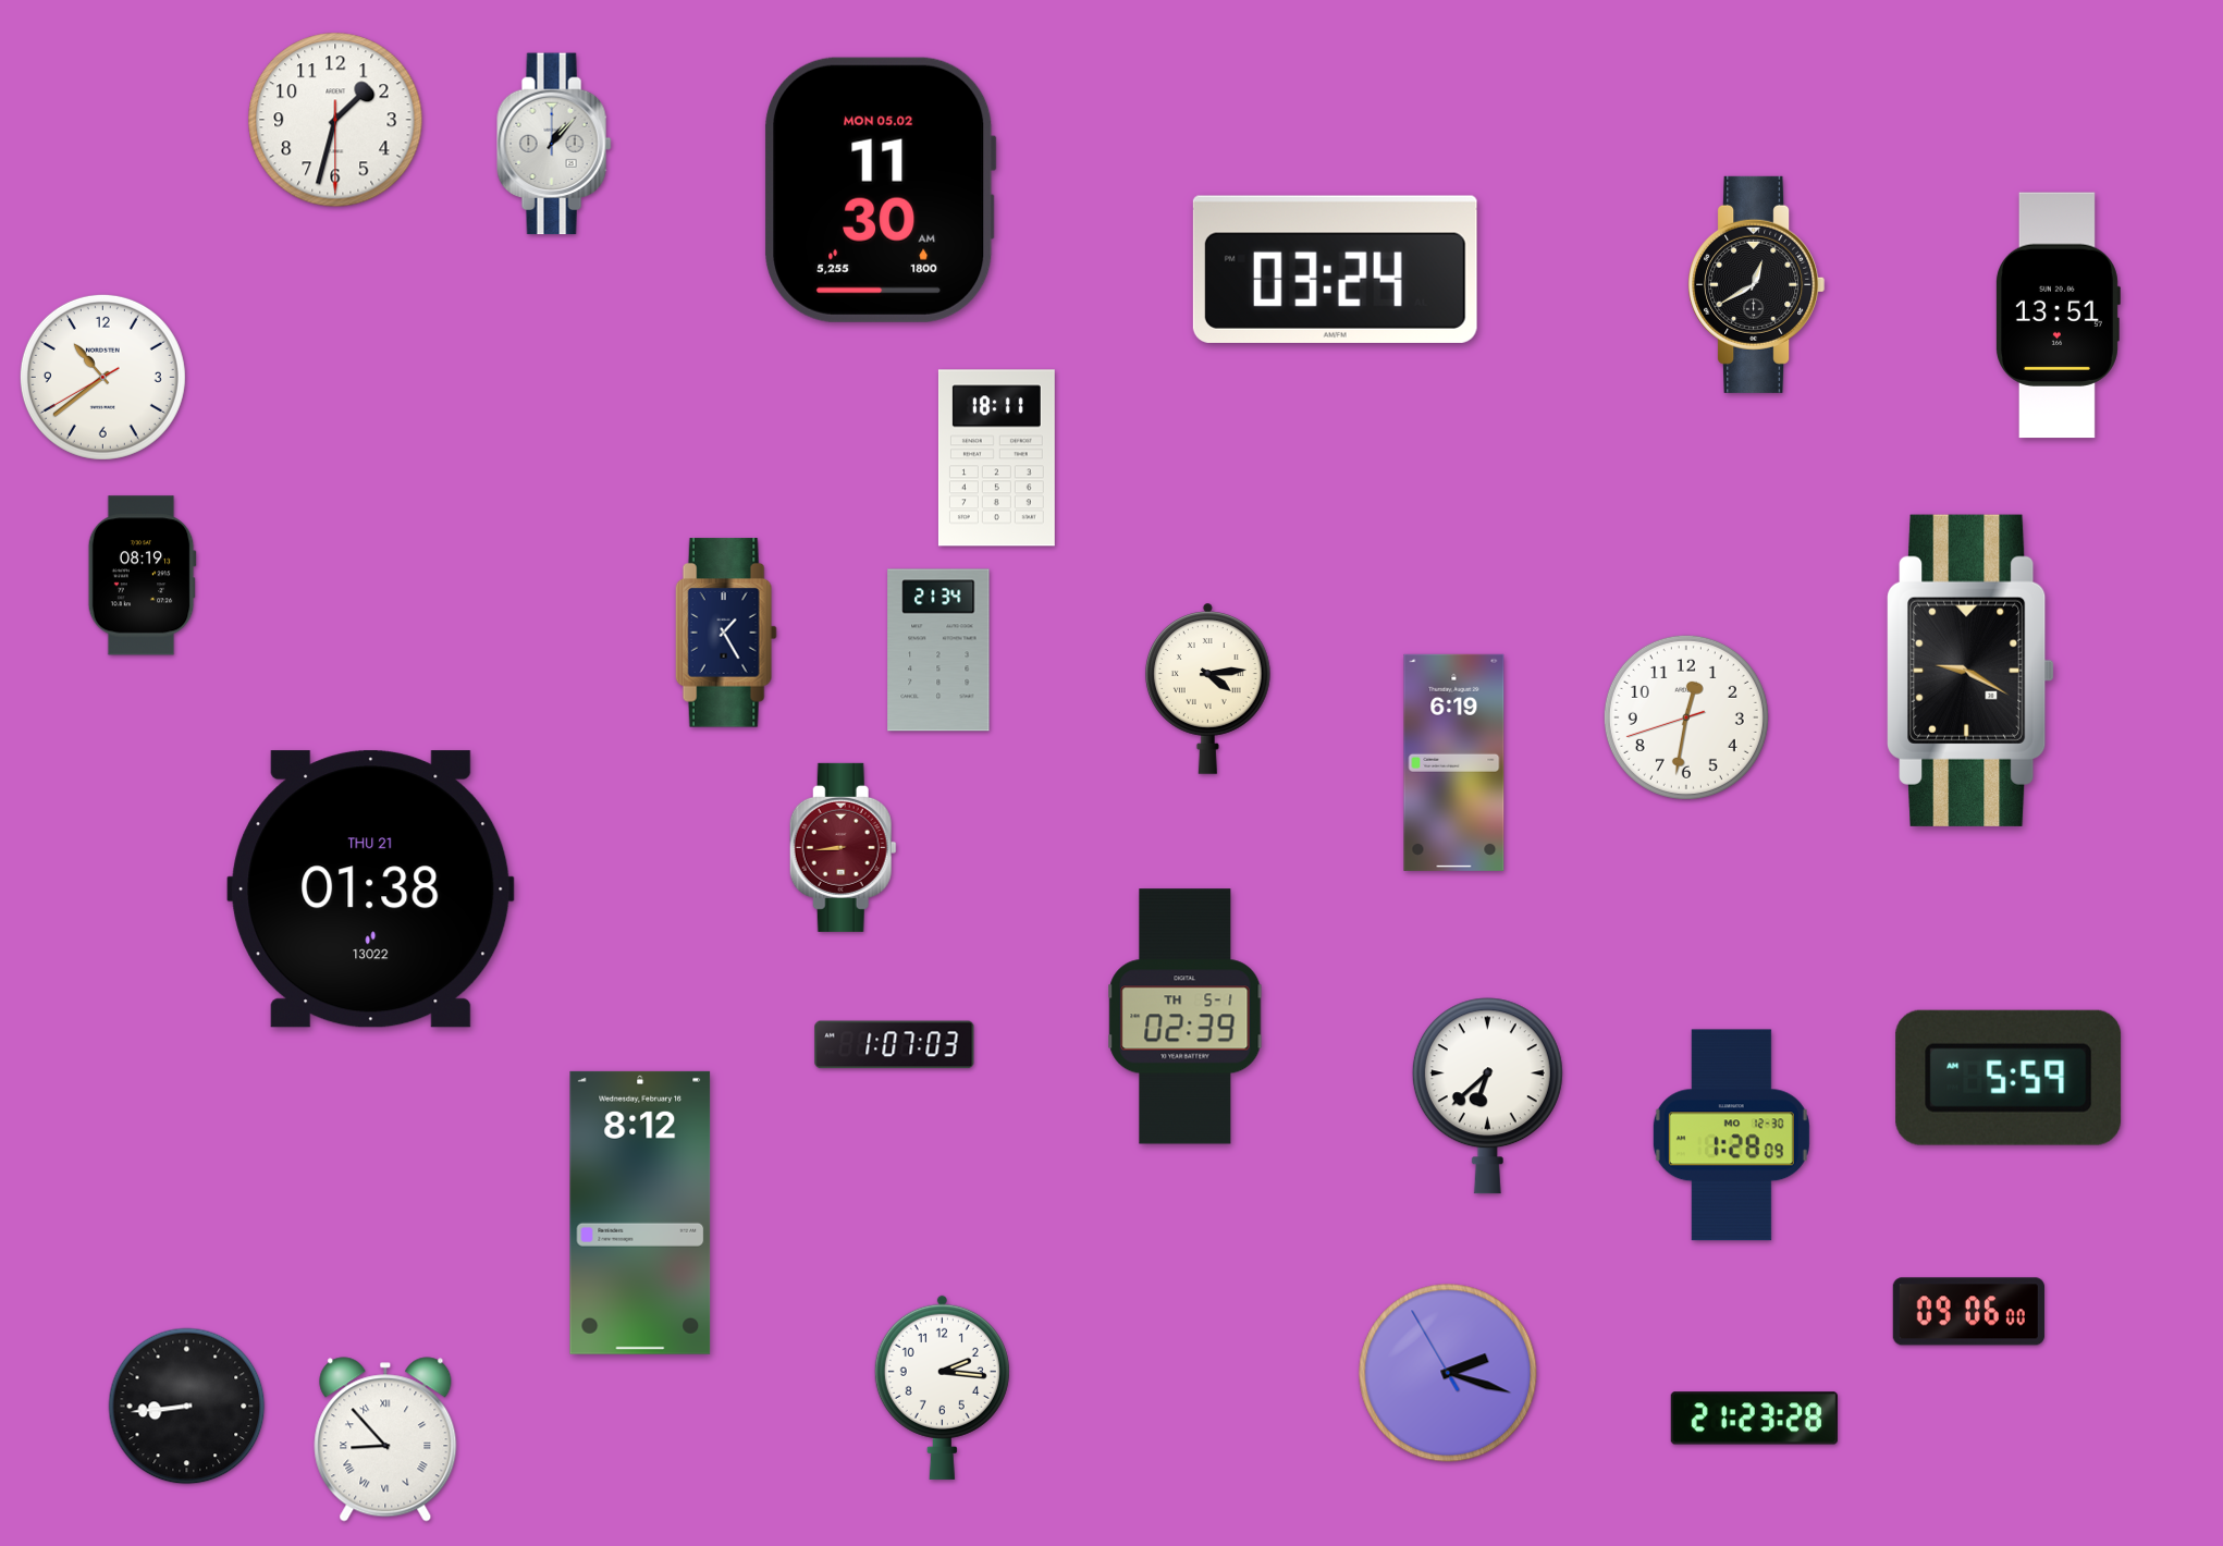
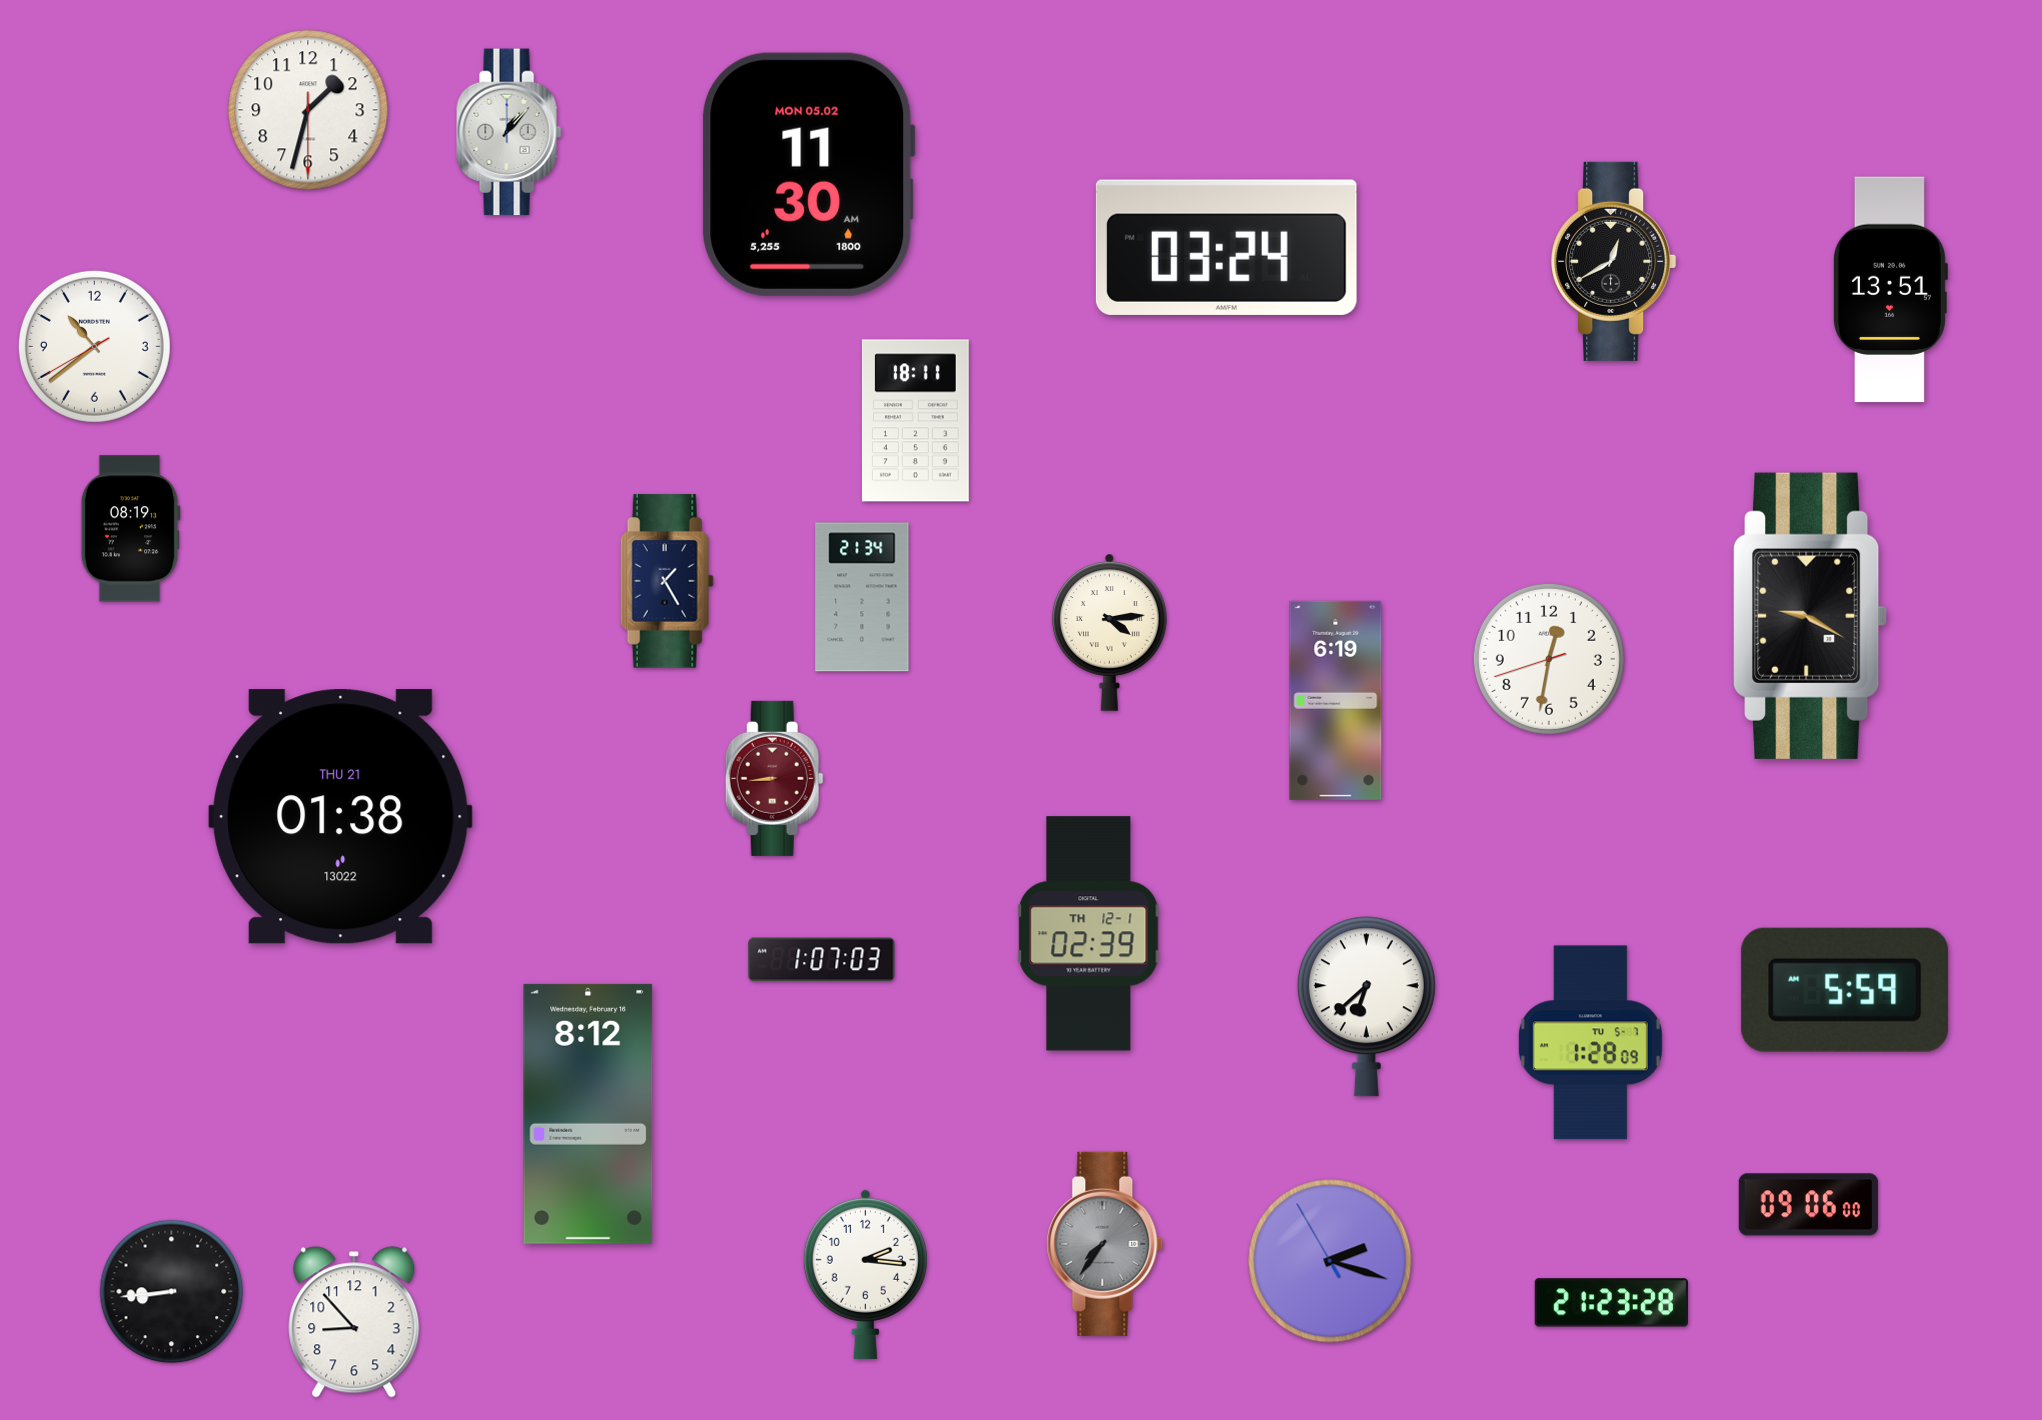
clock at (1186, 1017) date: TH 5-1 -> TH 12-1
clock at (1731, 1136) date: MO 12-30 -> TU 5-7
clock at (1105, 1244): none -> 7:36
clock at (385, 1439) numerals: Roman -> Arabic
